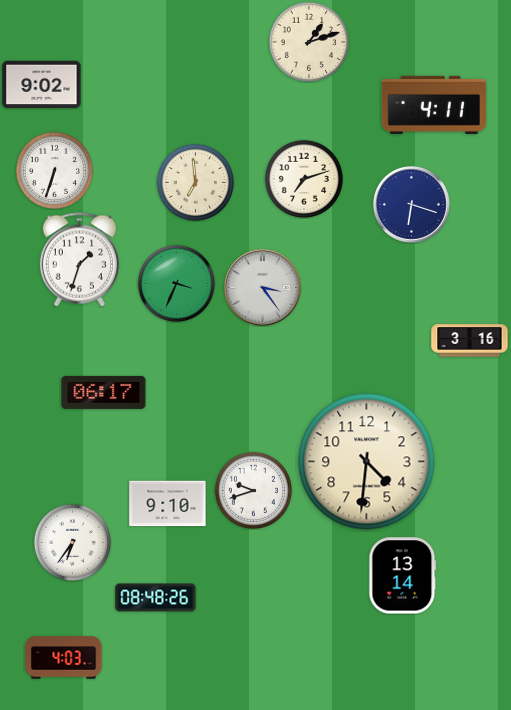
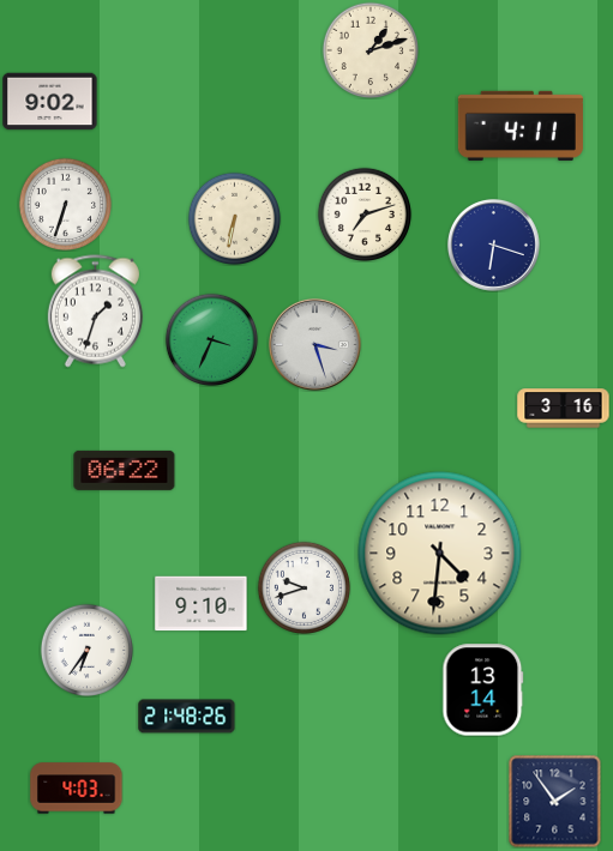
clock at (195, 182): 6:59 -> 6:32
clock at (262, 287): 3:24 -> 3:27
clock at (104, 392): 06:17 -> 06:22
clock at (156, 598): 08:48 -> 21:48
clock at (554, 801): none -> 1:54
